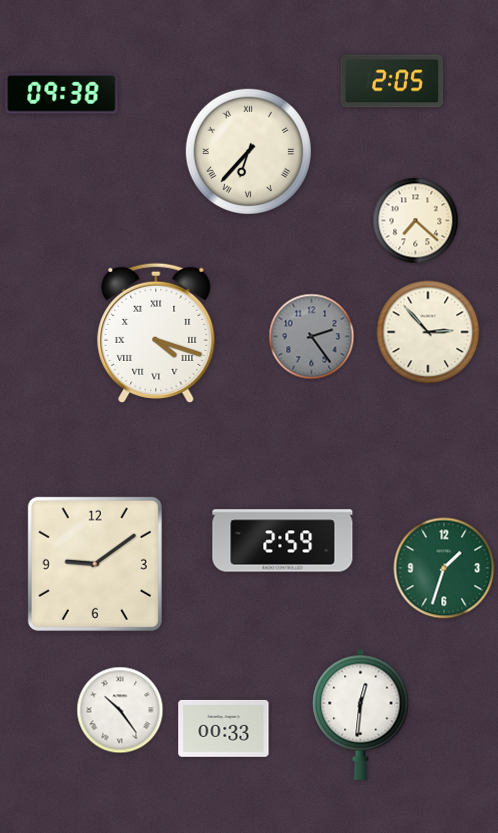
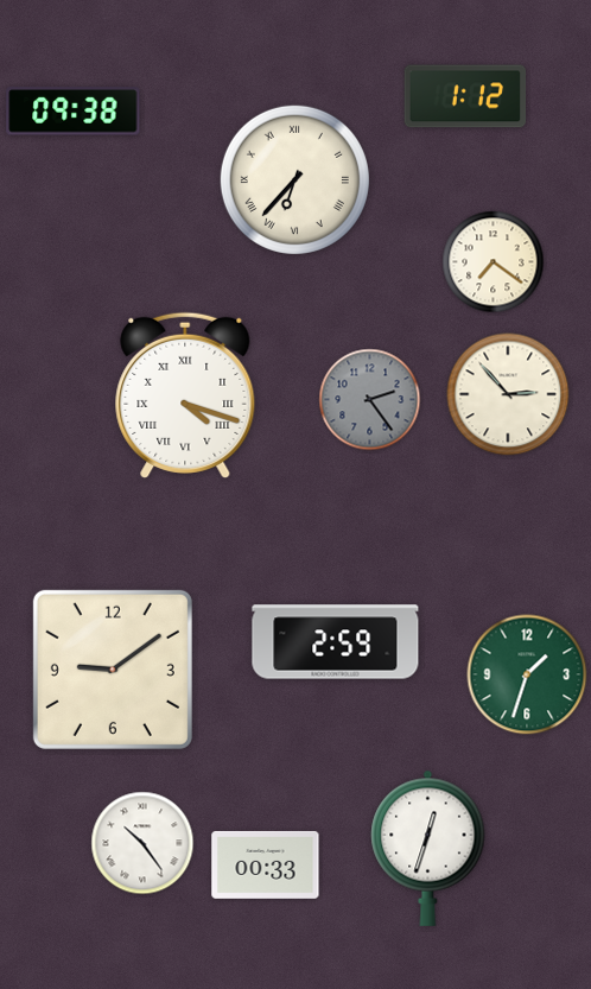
clock at (392, 81): 2:05 -> 1:12
clock at (416, 221): 7:22 -> 7:21
clock at (361, 714): 12:31 -> 12:33
